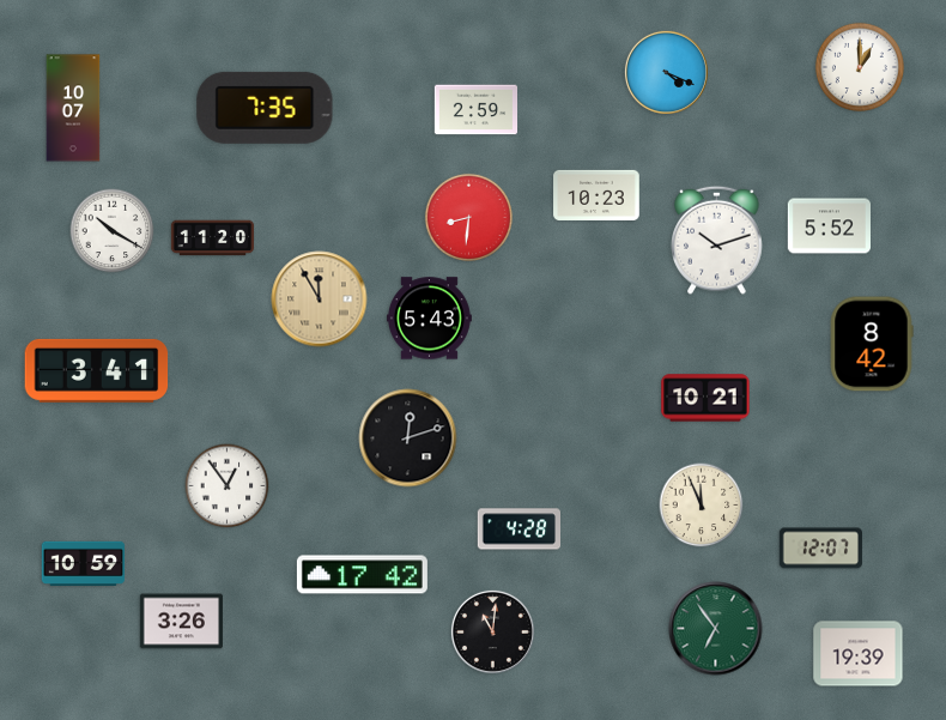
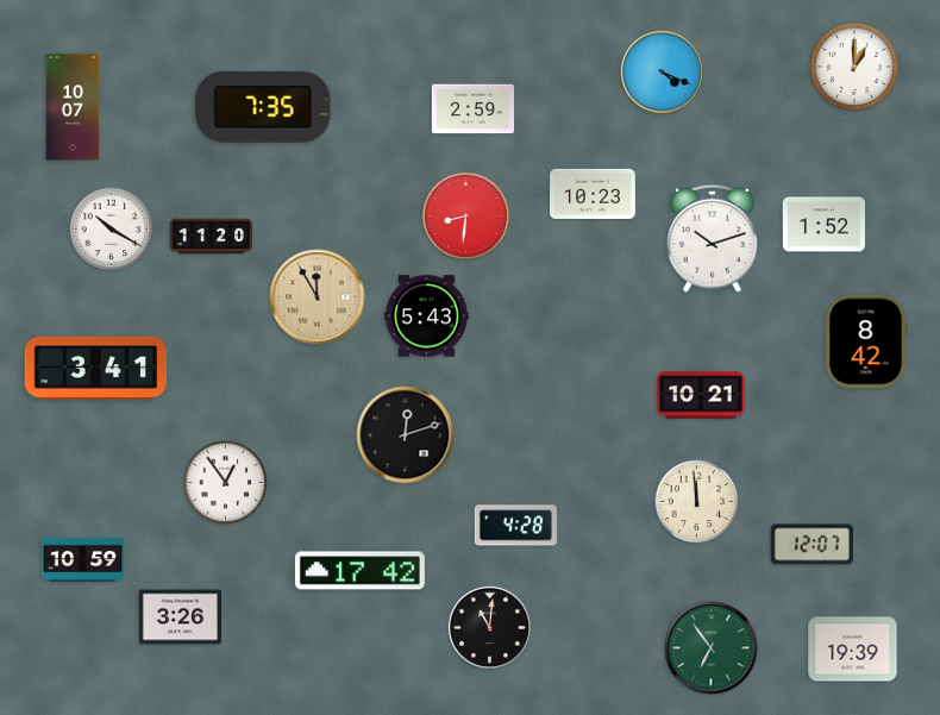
clock at (829, 226): 5:52 -> 1:52
clock at (702, 506): 11:56 -> 11:59
clock at (820, 549) position: (820, 549) -> (811, 545)
clock at (716, 629) position: (716, 629) -> (712, 648)
